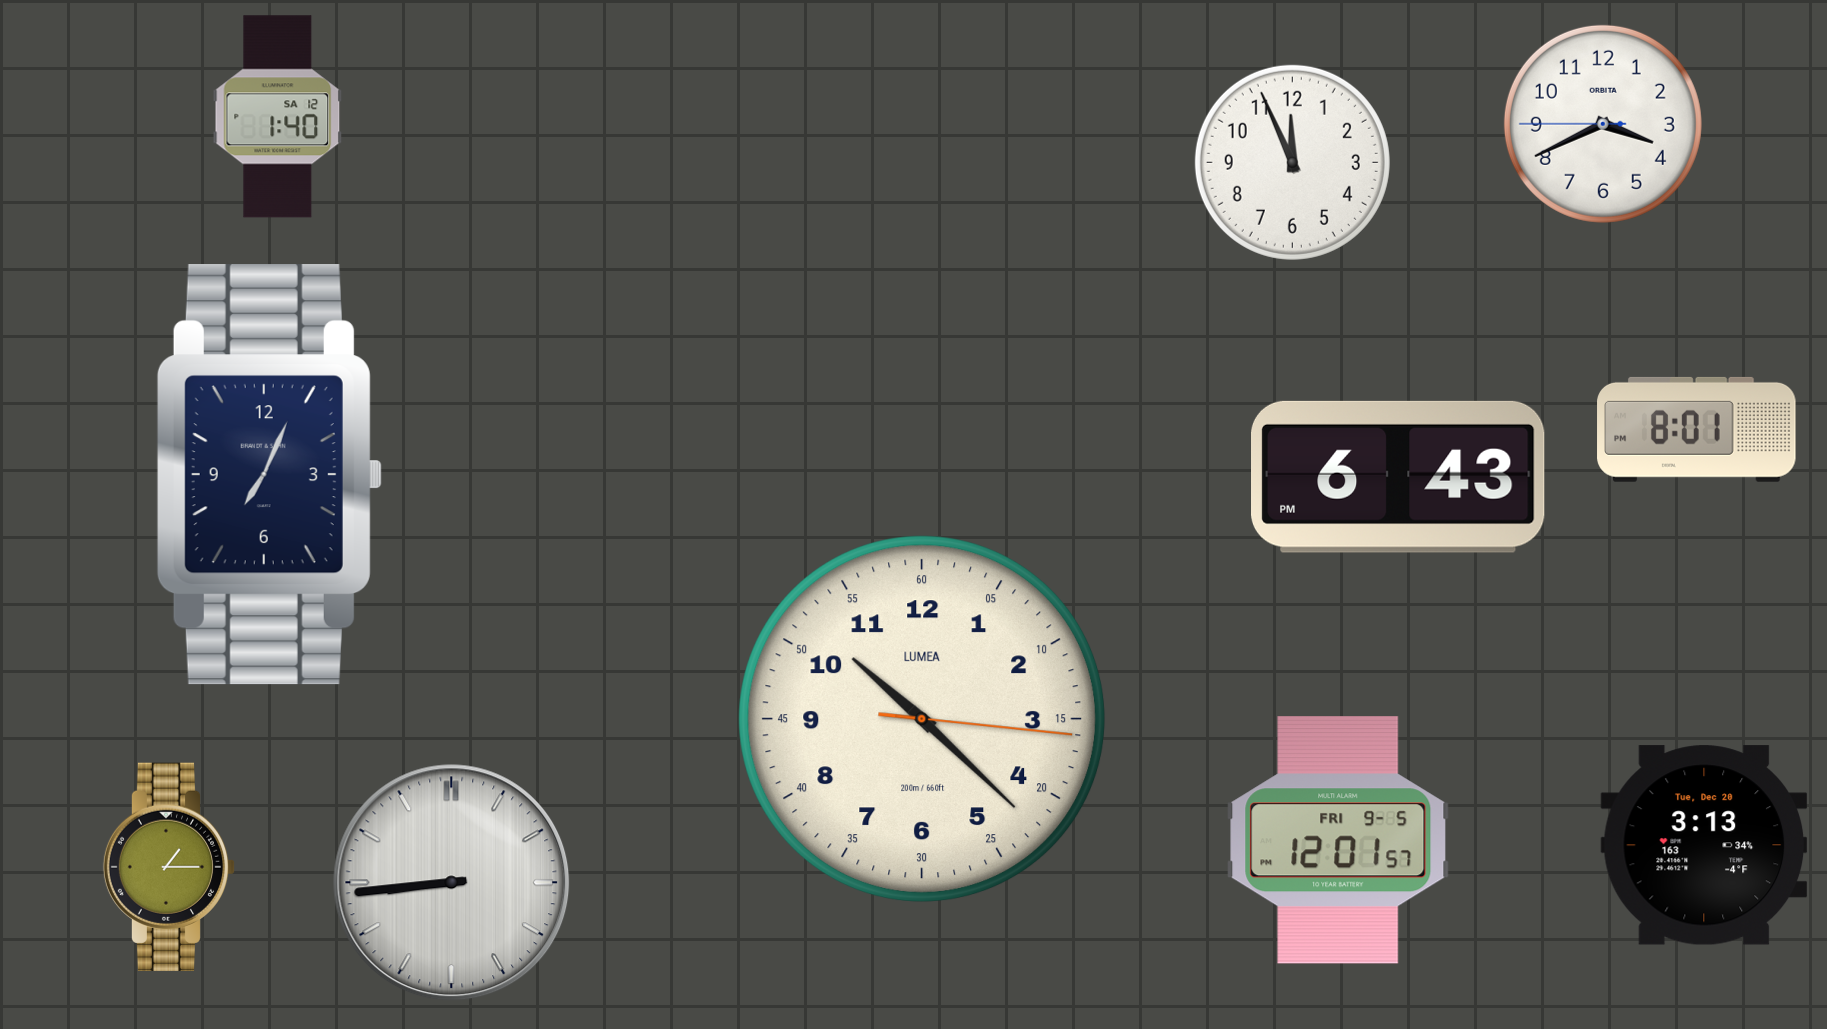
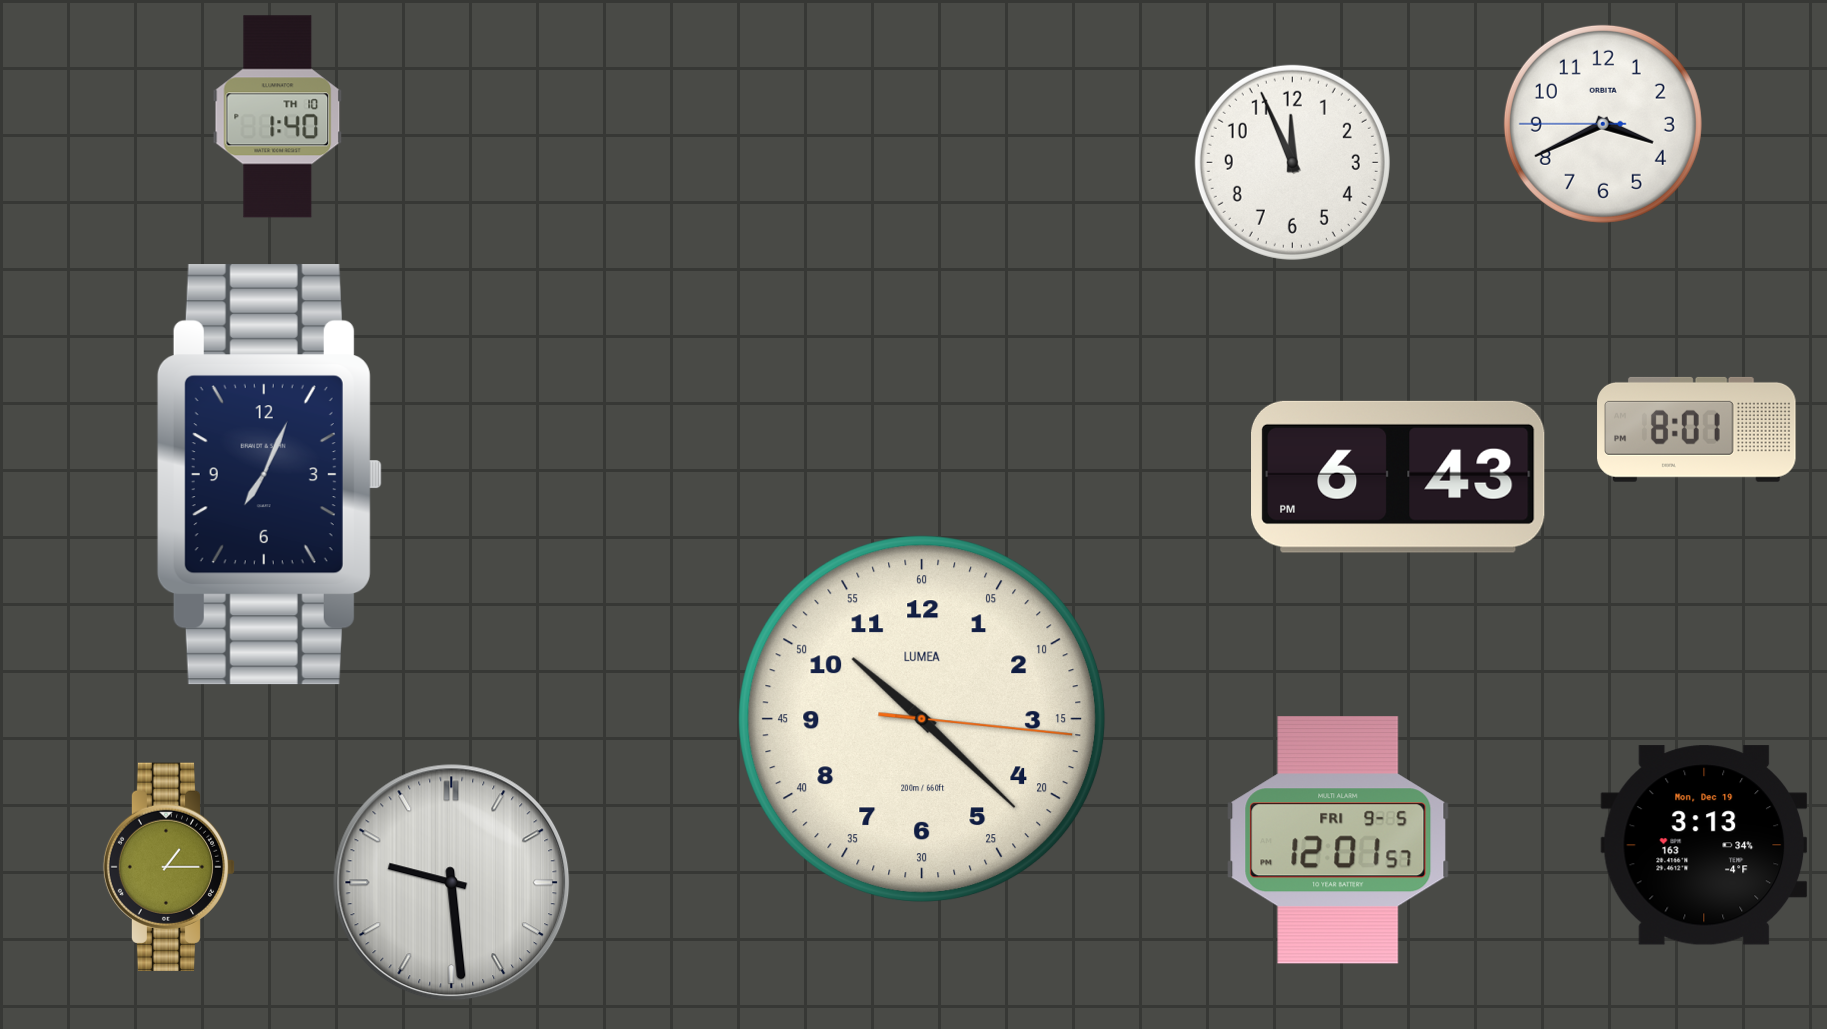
clock at (278, 117) date: SA 12 -> TH 10
clock at (1704, 845) date: Tue, Dec 20 -> Mon, Dec 19
clock at (452, 883): 8:44 -> 9:29
